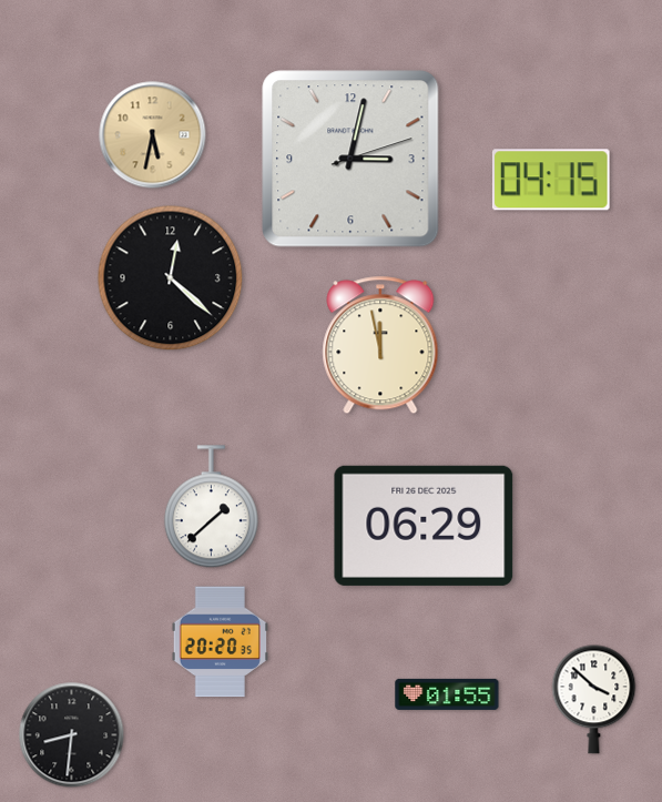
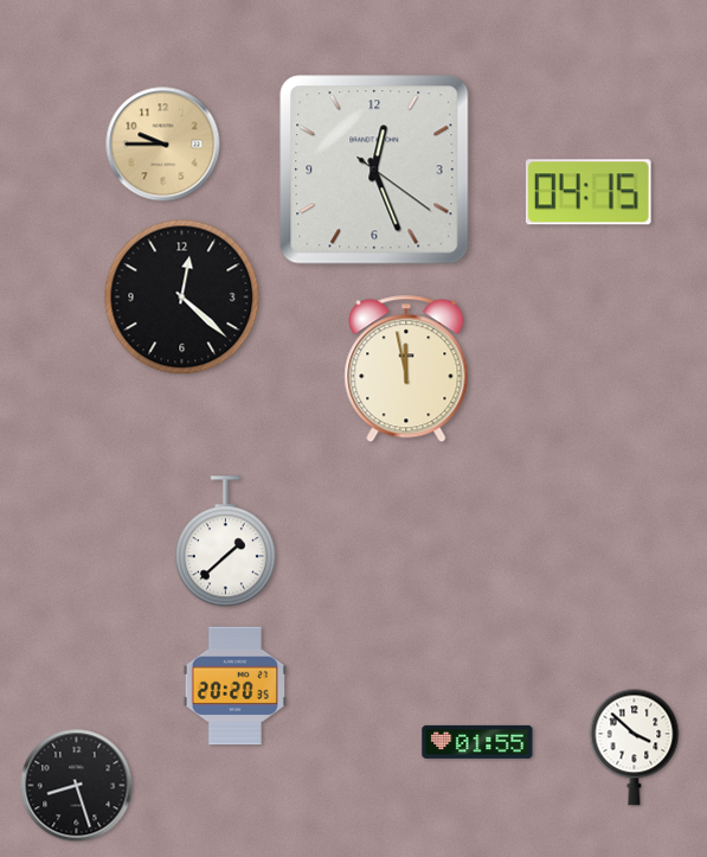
clock at (153, 135): 5:32 -> 9:45
clock at (350, 159): 3:02 -> 12:26
clock at (424, 526): 06:29 -> none
clock at (72, 735): 8:31 -> 8:27
